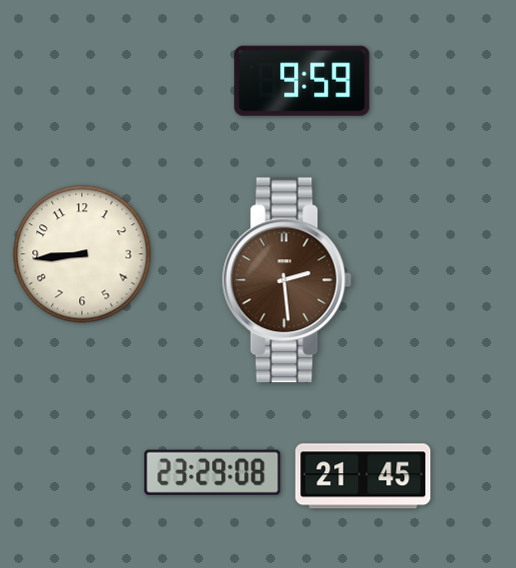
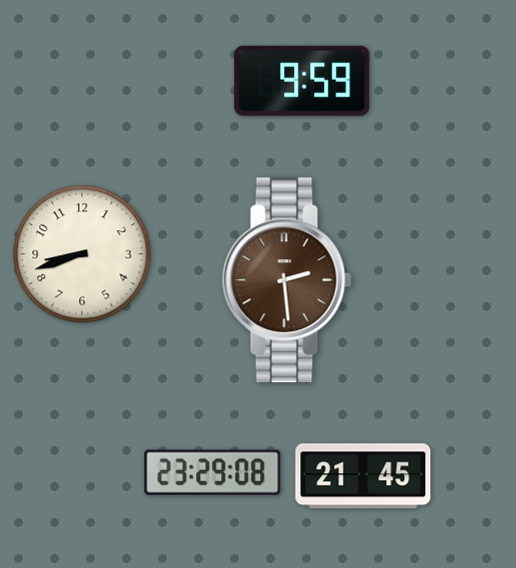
clock at (82, 254): 8:44 -> 8:42
